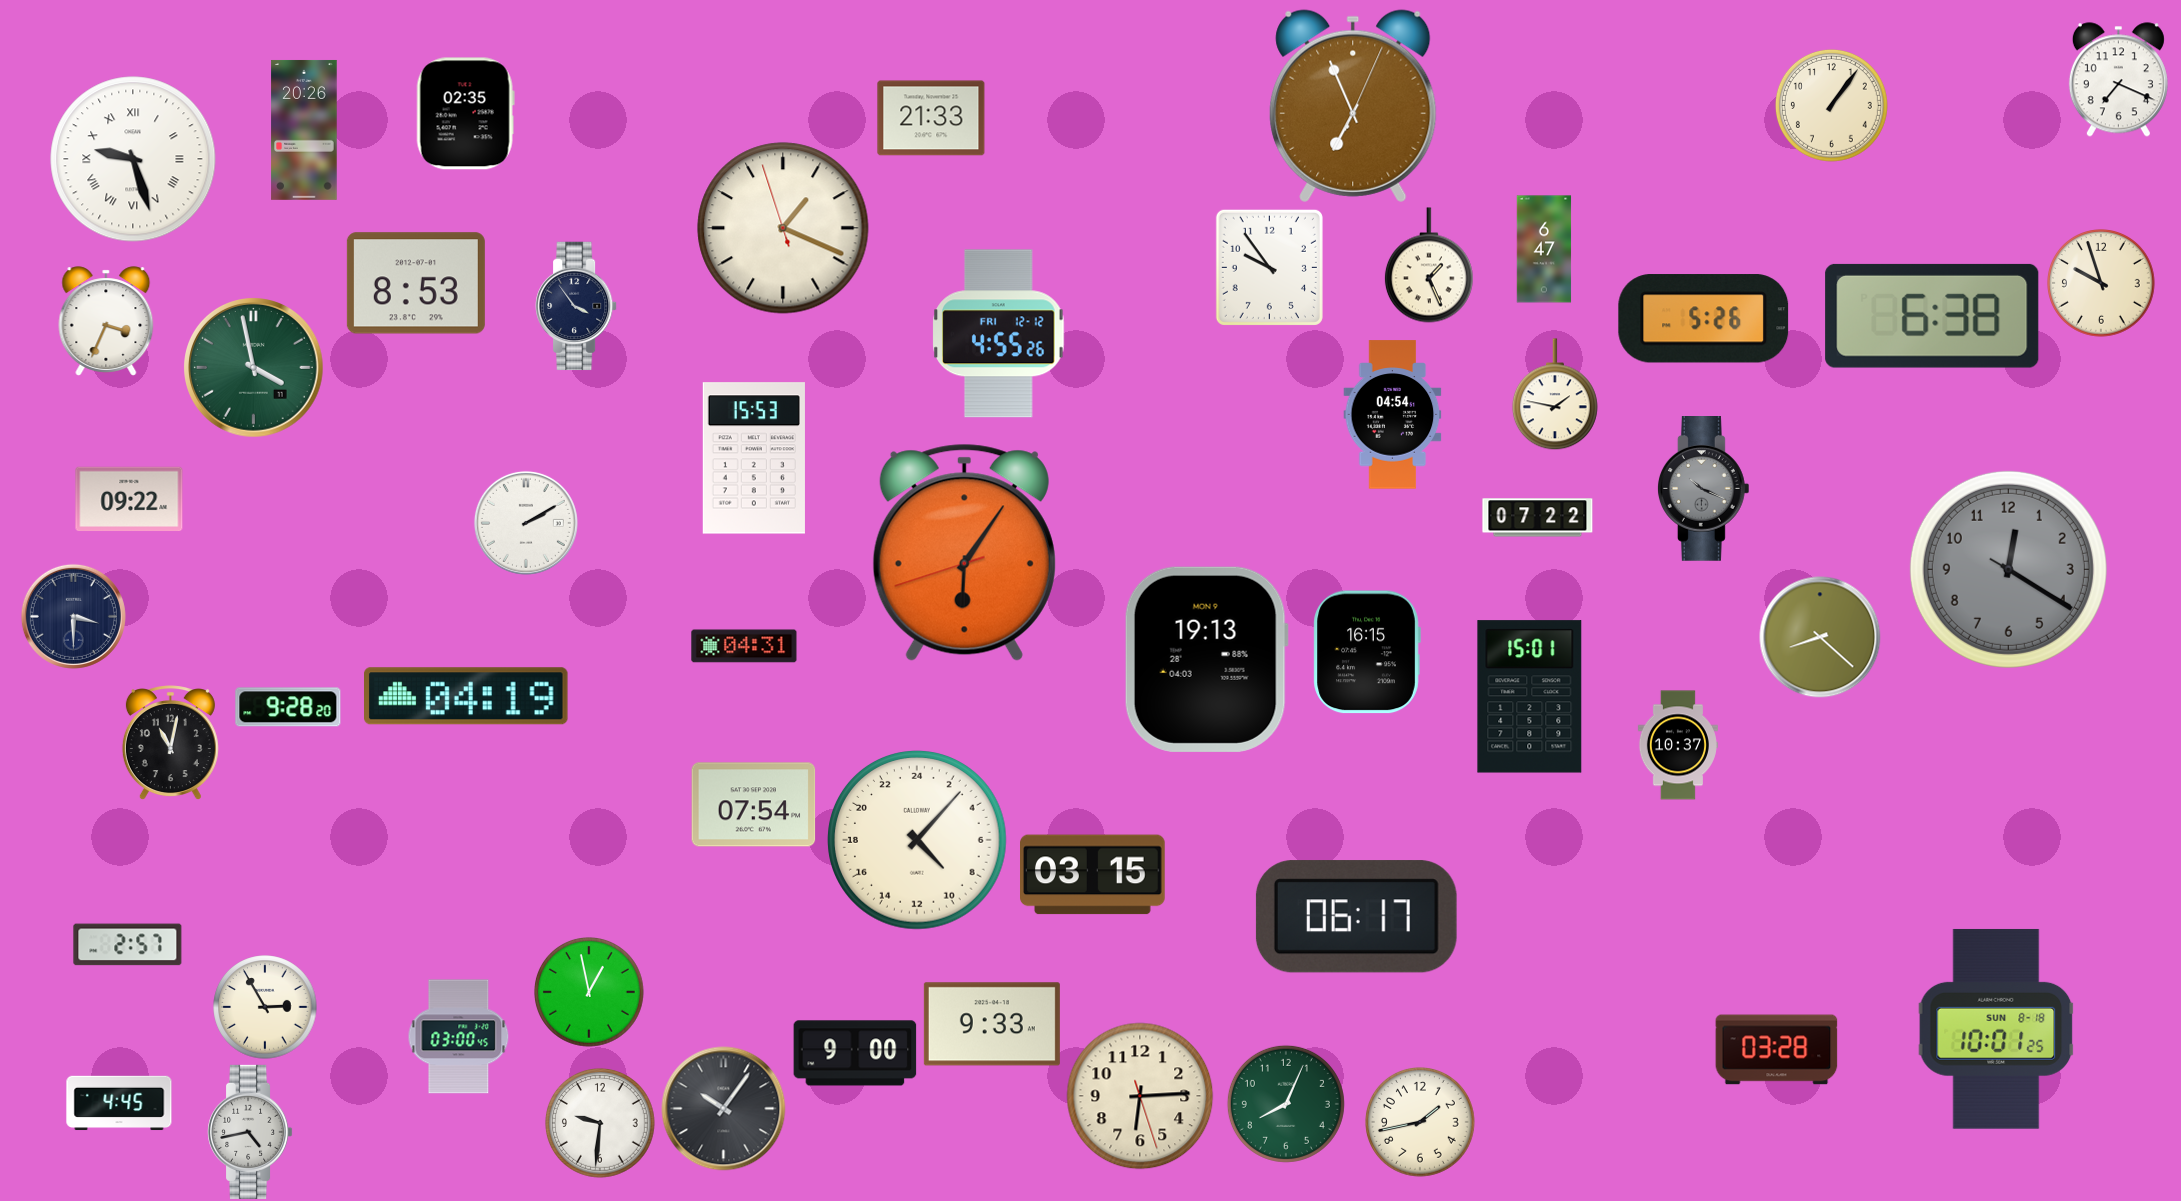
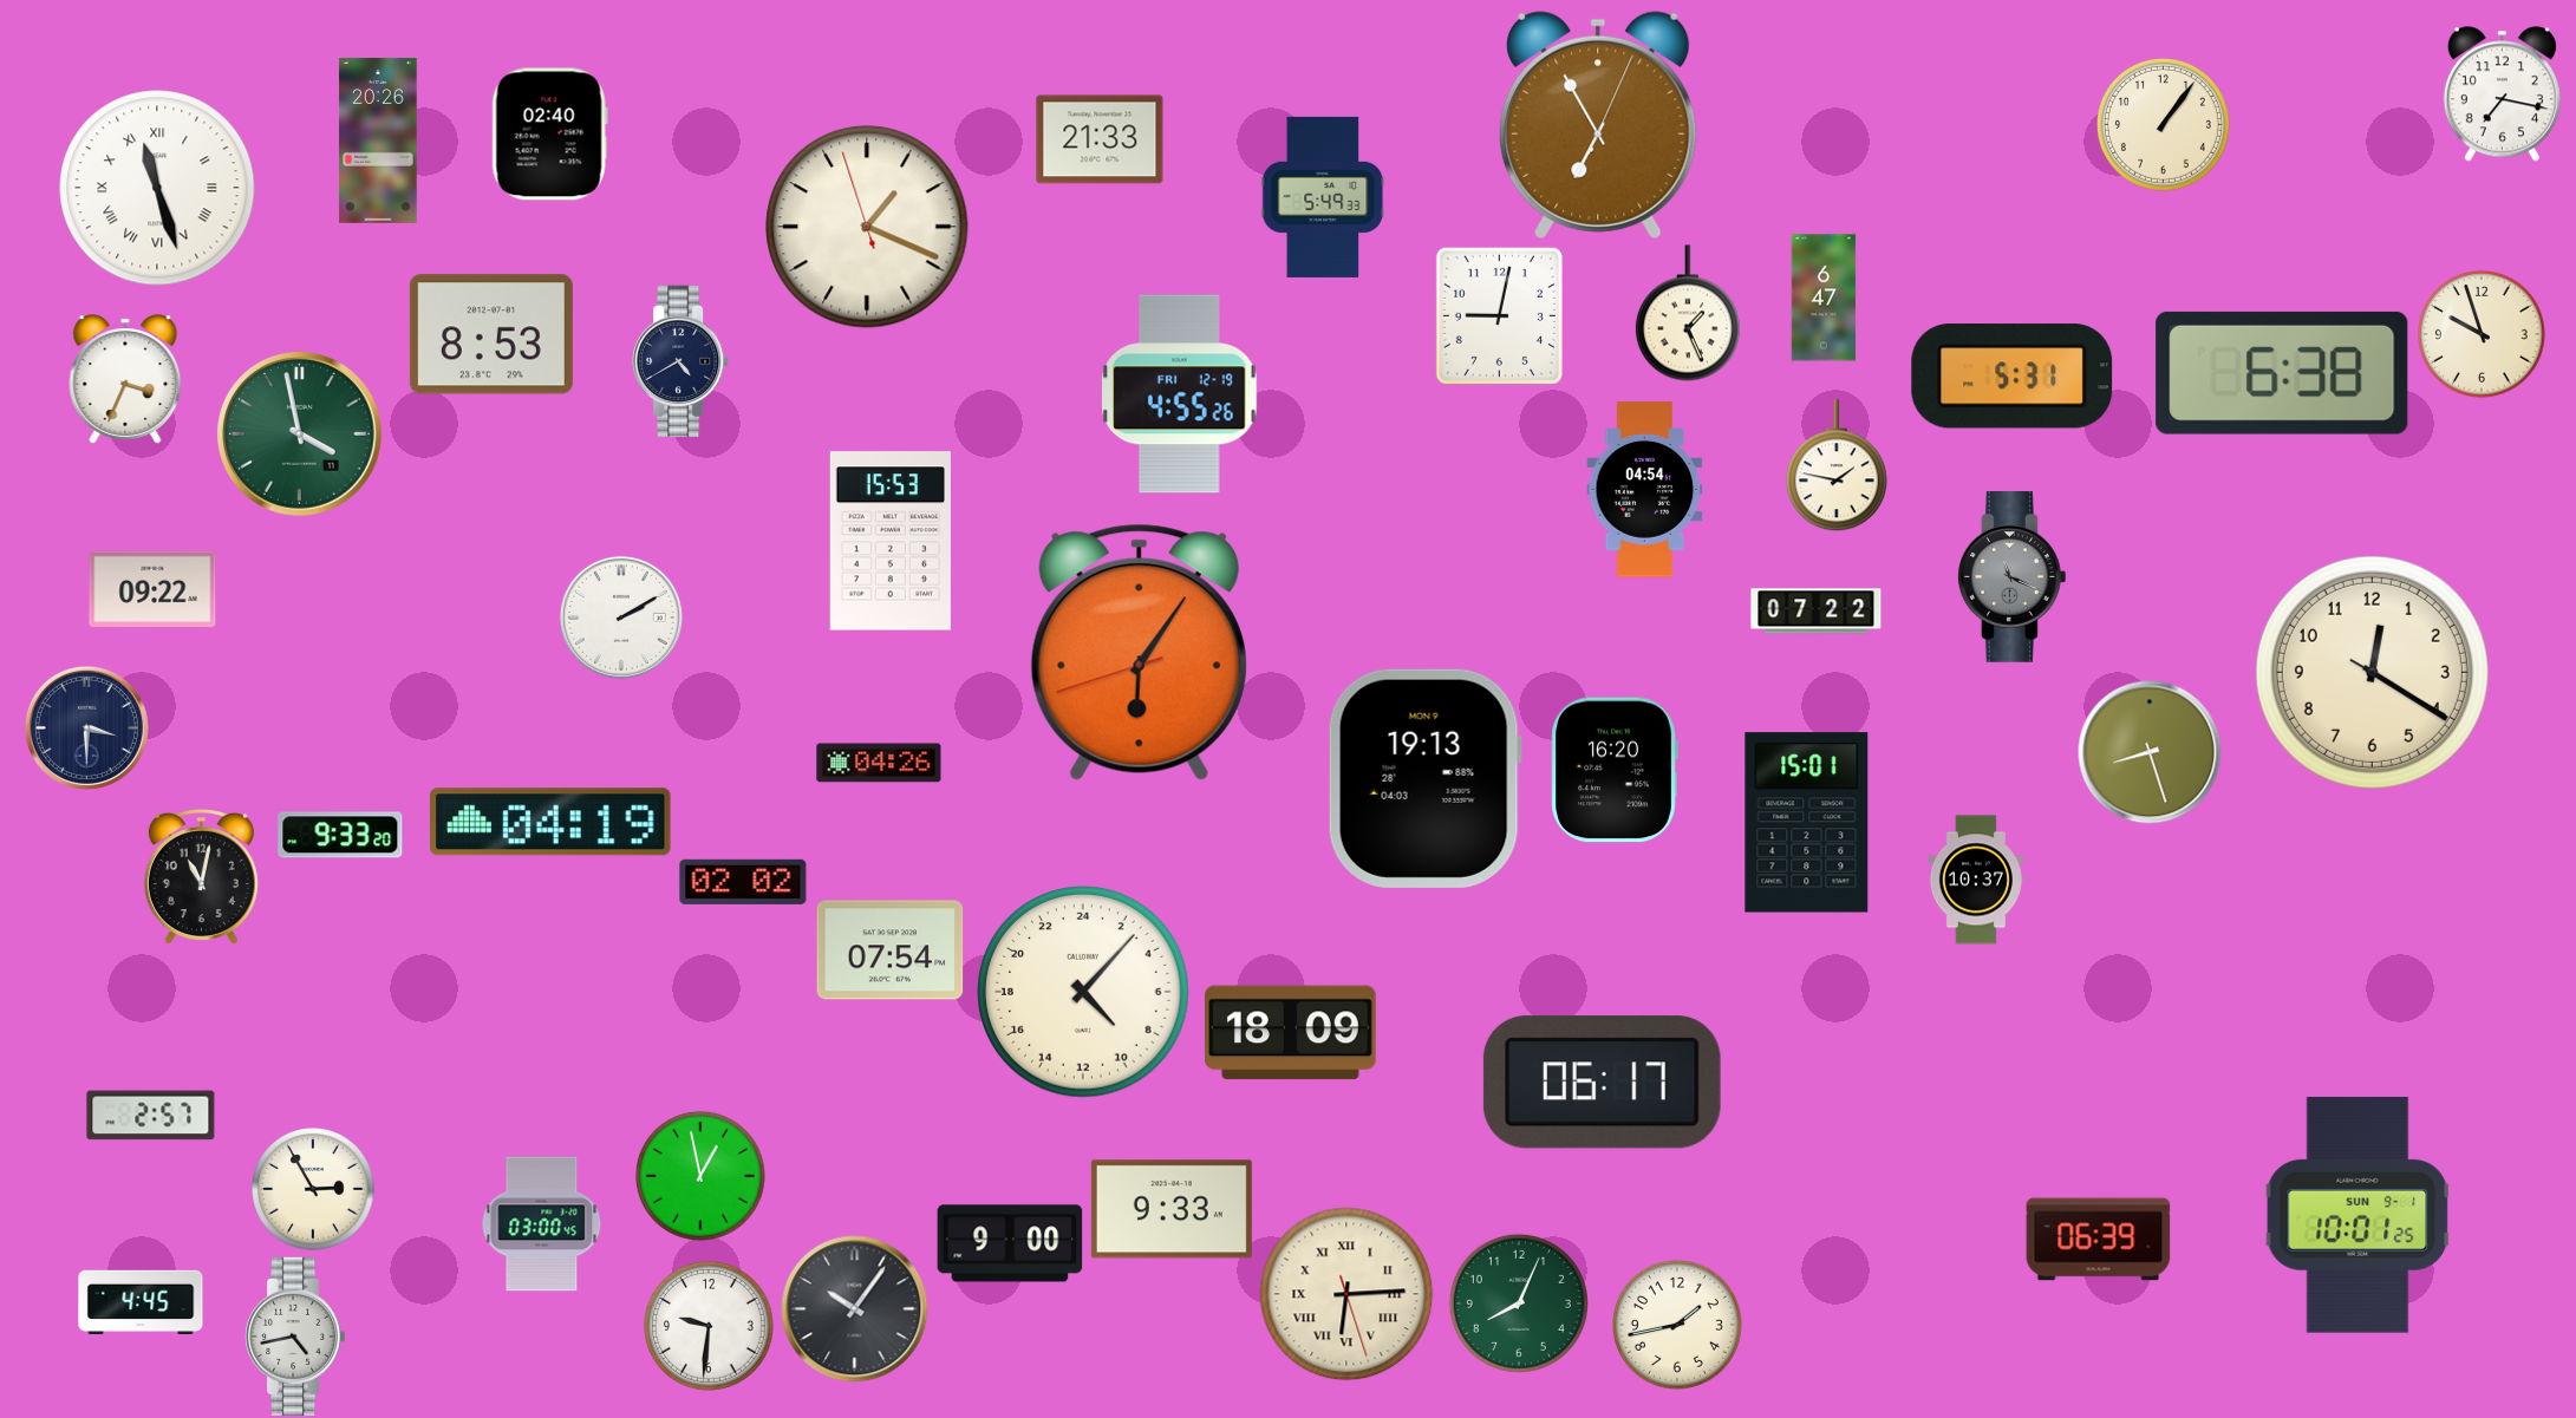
clock at (2118, 80): 7:19 -> 7:17
clock at (1353, 106): 6:56 -> 6:55
clock at (465, 114): 02:35 -> 02:40
clock at (304, 130) position: (304, 130) -> (378, 141)
clock at (133, 159): 9:27 -> 11:27
clock at (1323, 197): none -> 5:49
clock at (783, 228) position: (783, 228) -> (867, 227)
clock at (1544, 249) position: (1544, 249) -> (1824, 298)
clock at (1269, 267): 9:54 -> 9:02
clock at (576, 306): 3:54 -> 4:40
clock at (1704, 319): 5:26 -> 5:31
clock at (999, 334) date: FRI 12-12 -> FRI 12-19
clock at (1703, 489): 10:19 -> 11:19
clock at (2008, 569) dial: grey -> cream
clock at (1820, 637): 8:22 -> 8:27
clock at (744, 646): 04:31 -> 04:26
clock at (1367, 652): 16:15 -> 16:20
clock at (288, 707): 9:28 -> 9:33
clock at (1678, 745) position: (1678, 745) -> (1976, 880)
clock at (743, 882): none -> 02:02
clock at (1093, 875): 03:15 -> 18:09
clock at (590, 993) position: (590, 993) -> (702, 1177)
clock at (1996, 1029) date: SUN 8-18 -> SUN 9-1
clock at (1777, 1050): 03:28 -> 06:39
clock at (1140, 1096) numerals: Arabic -> Roman
